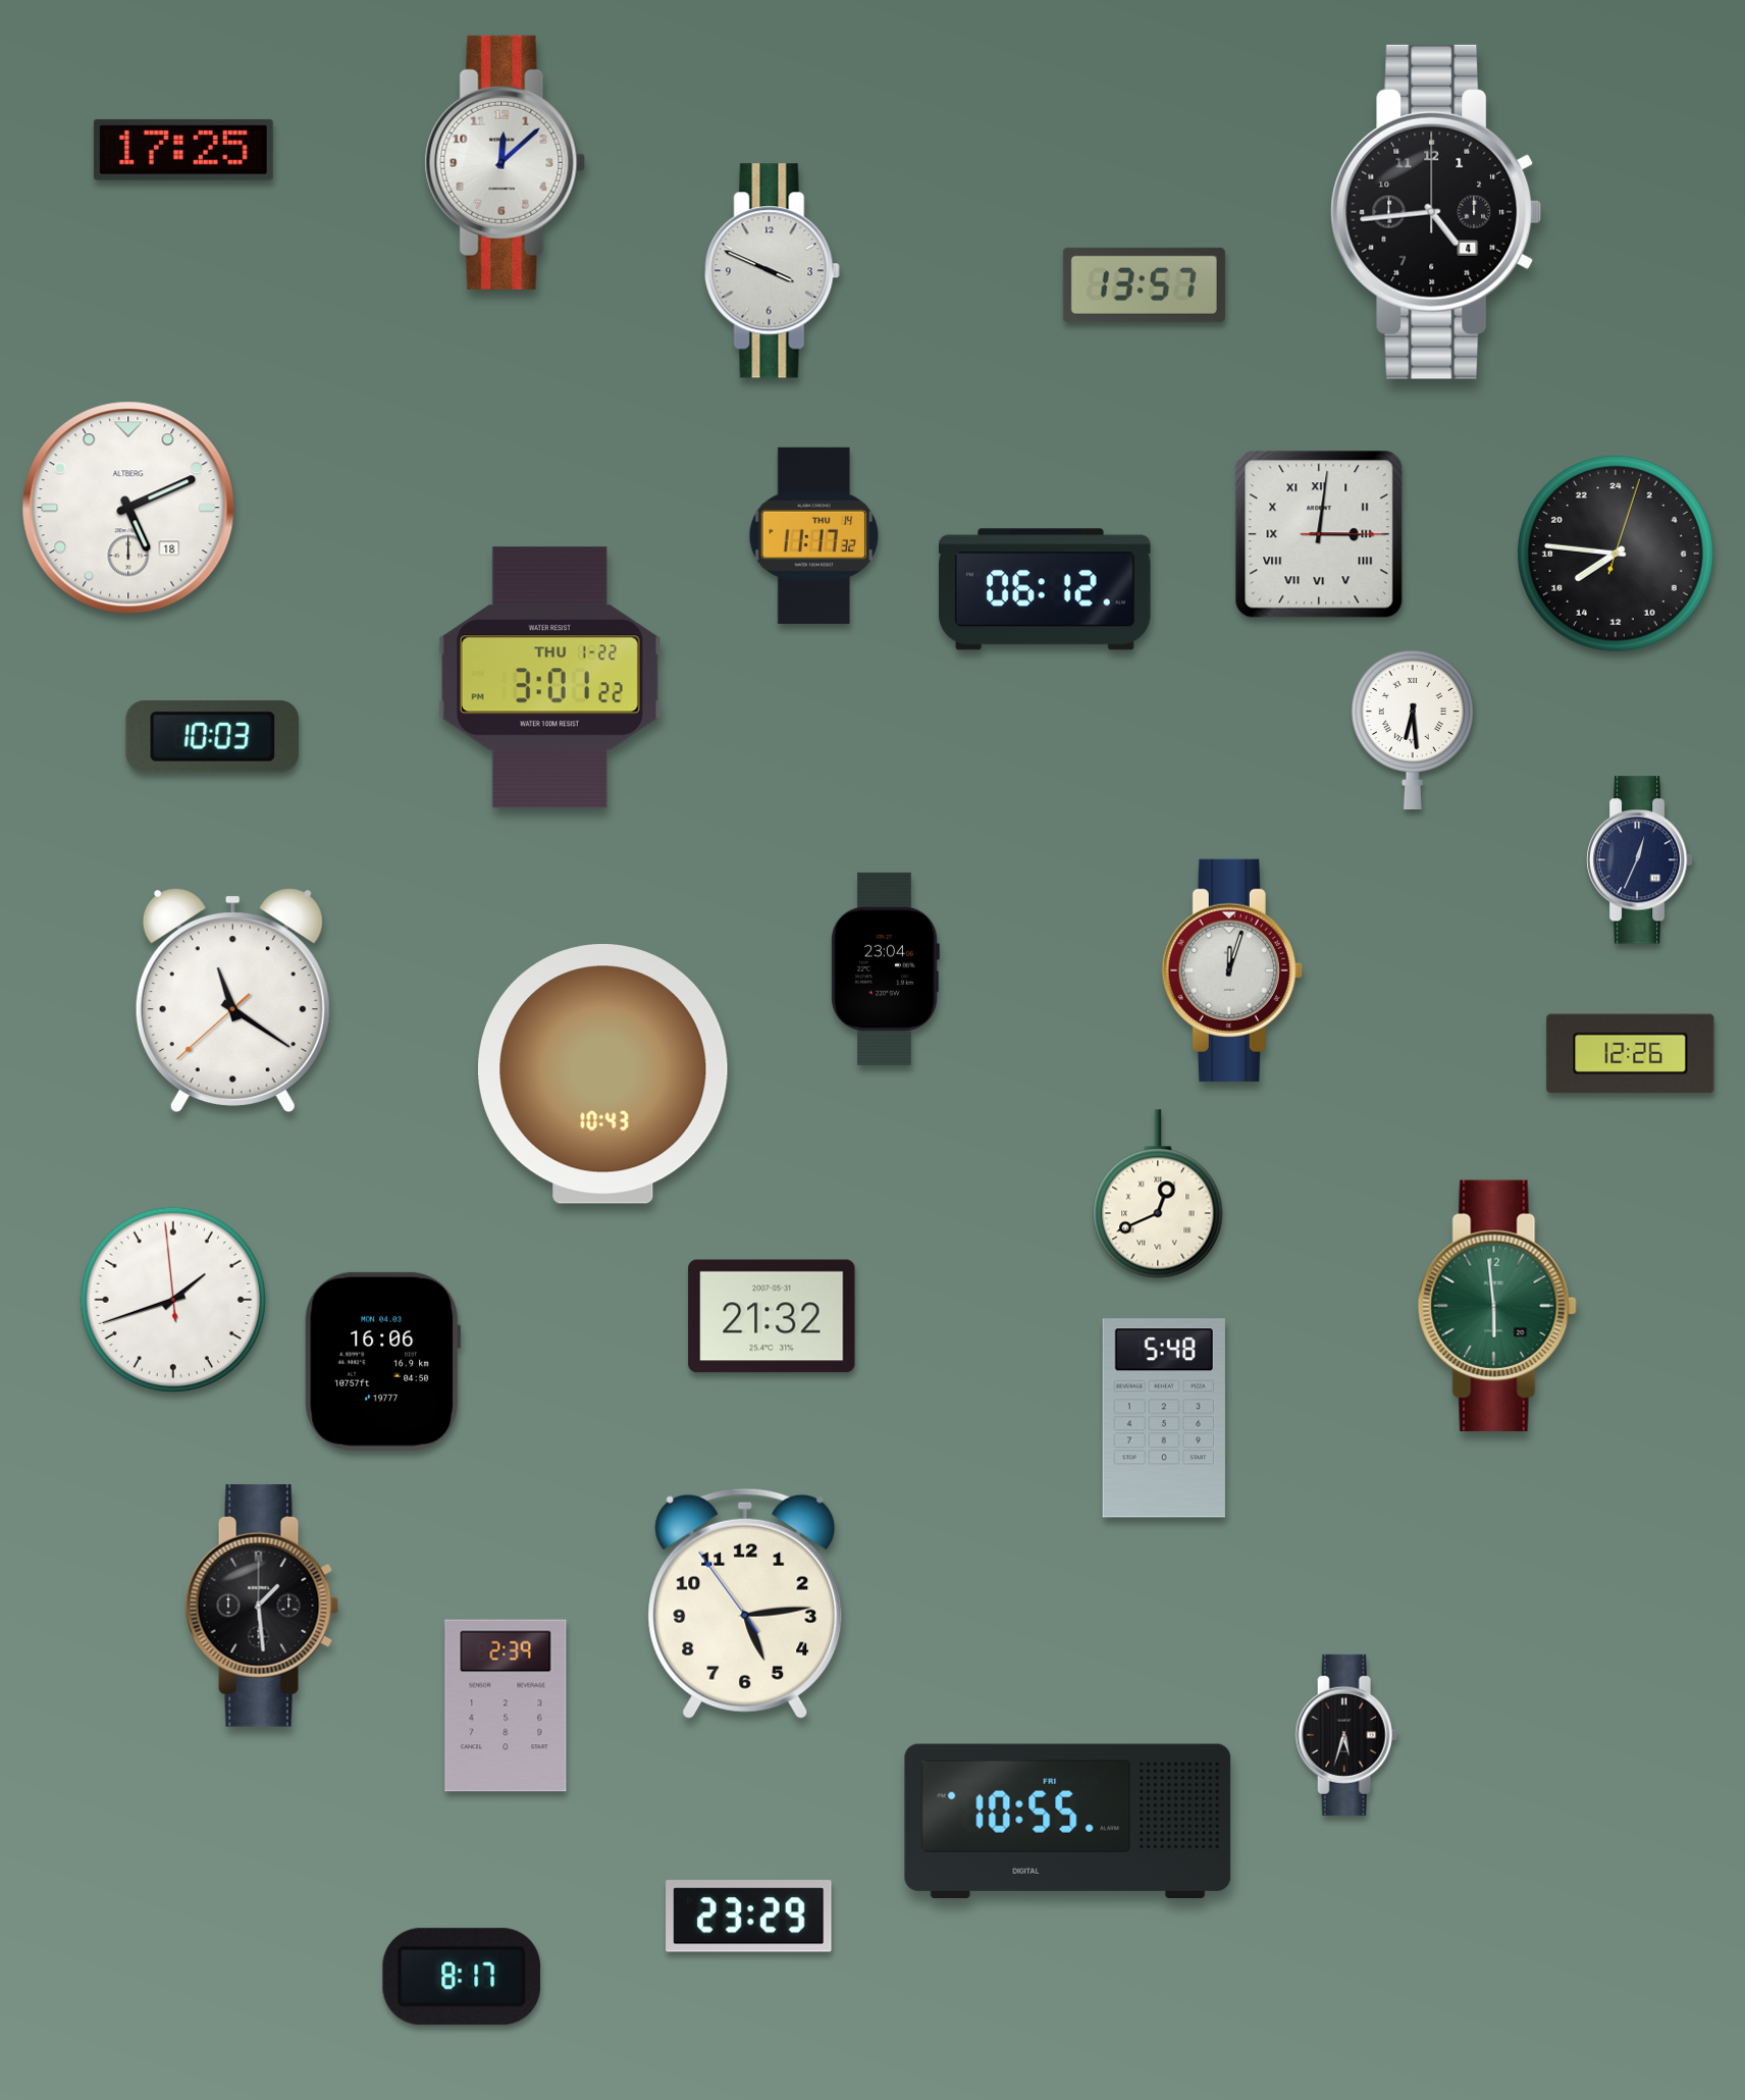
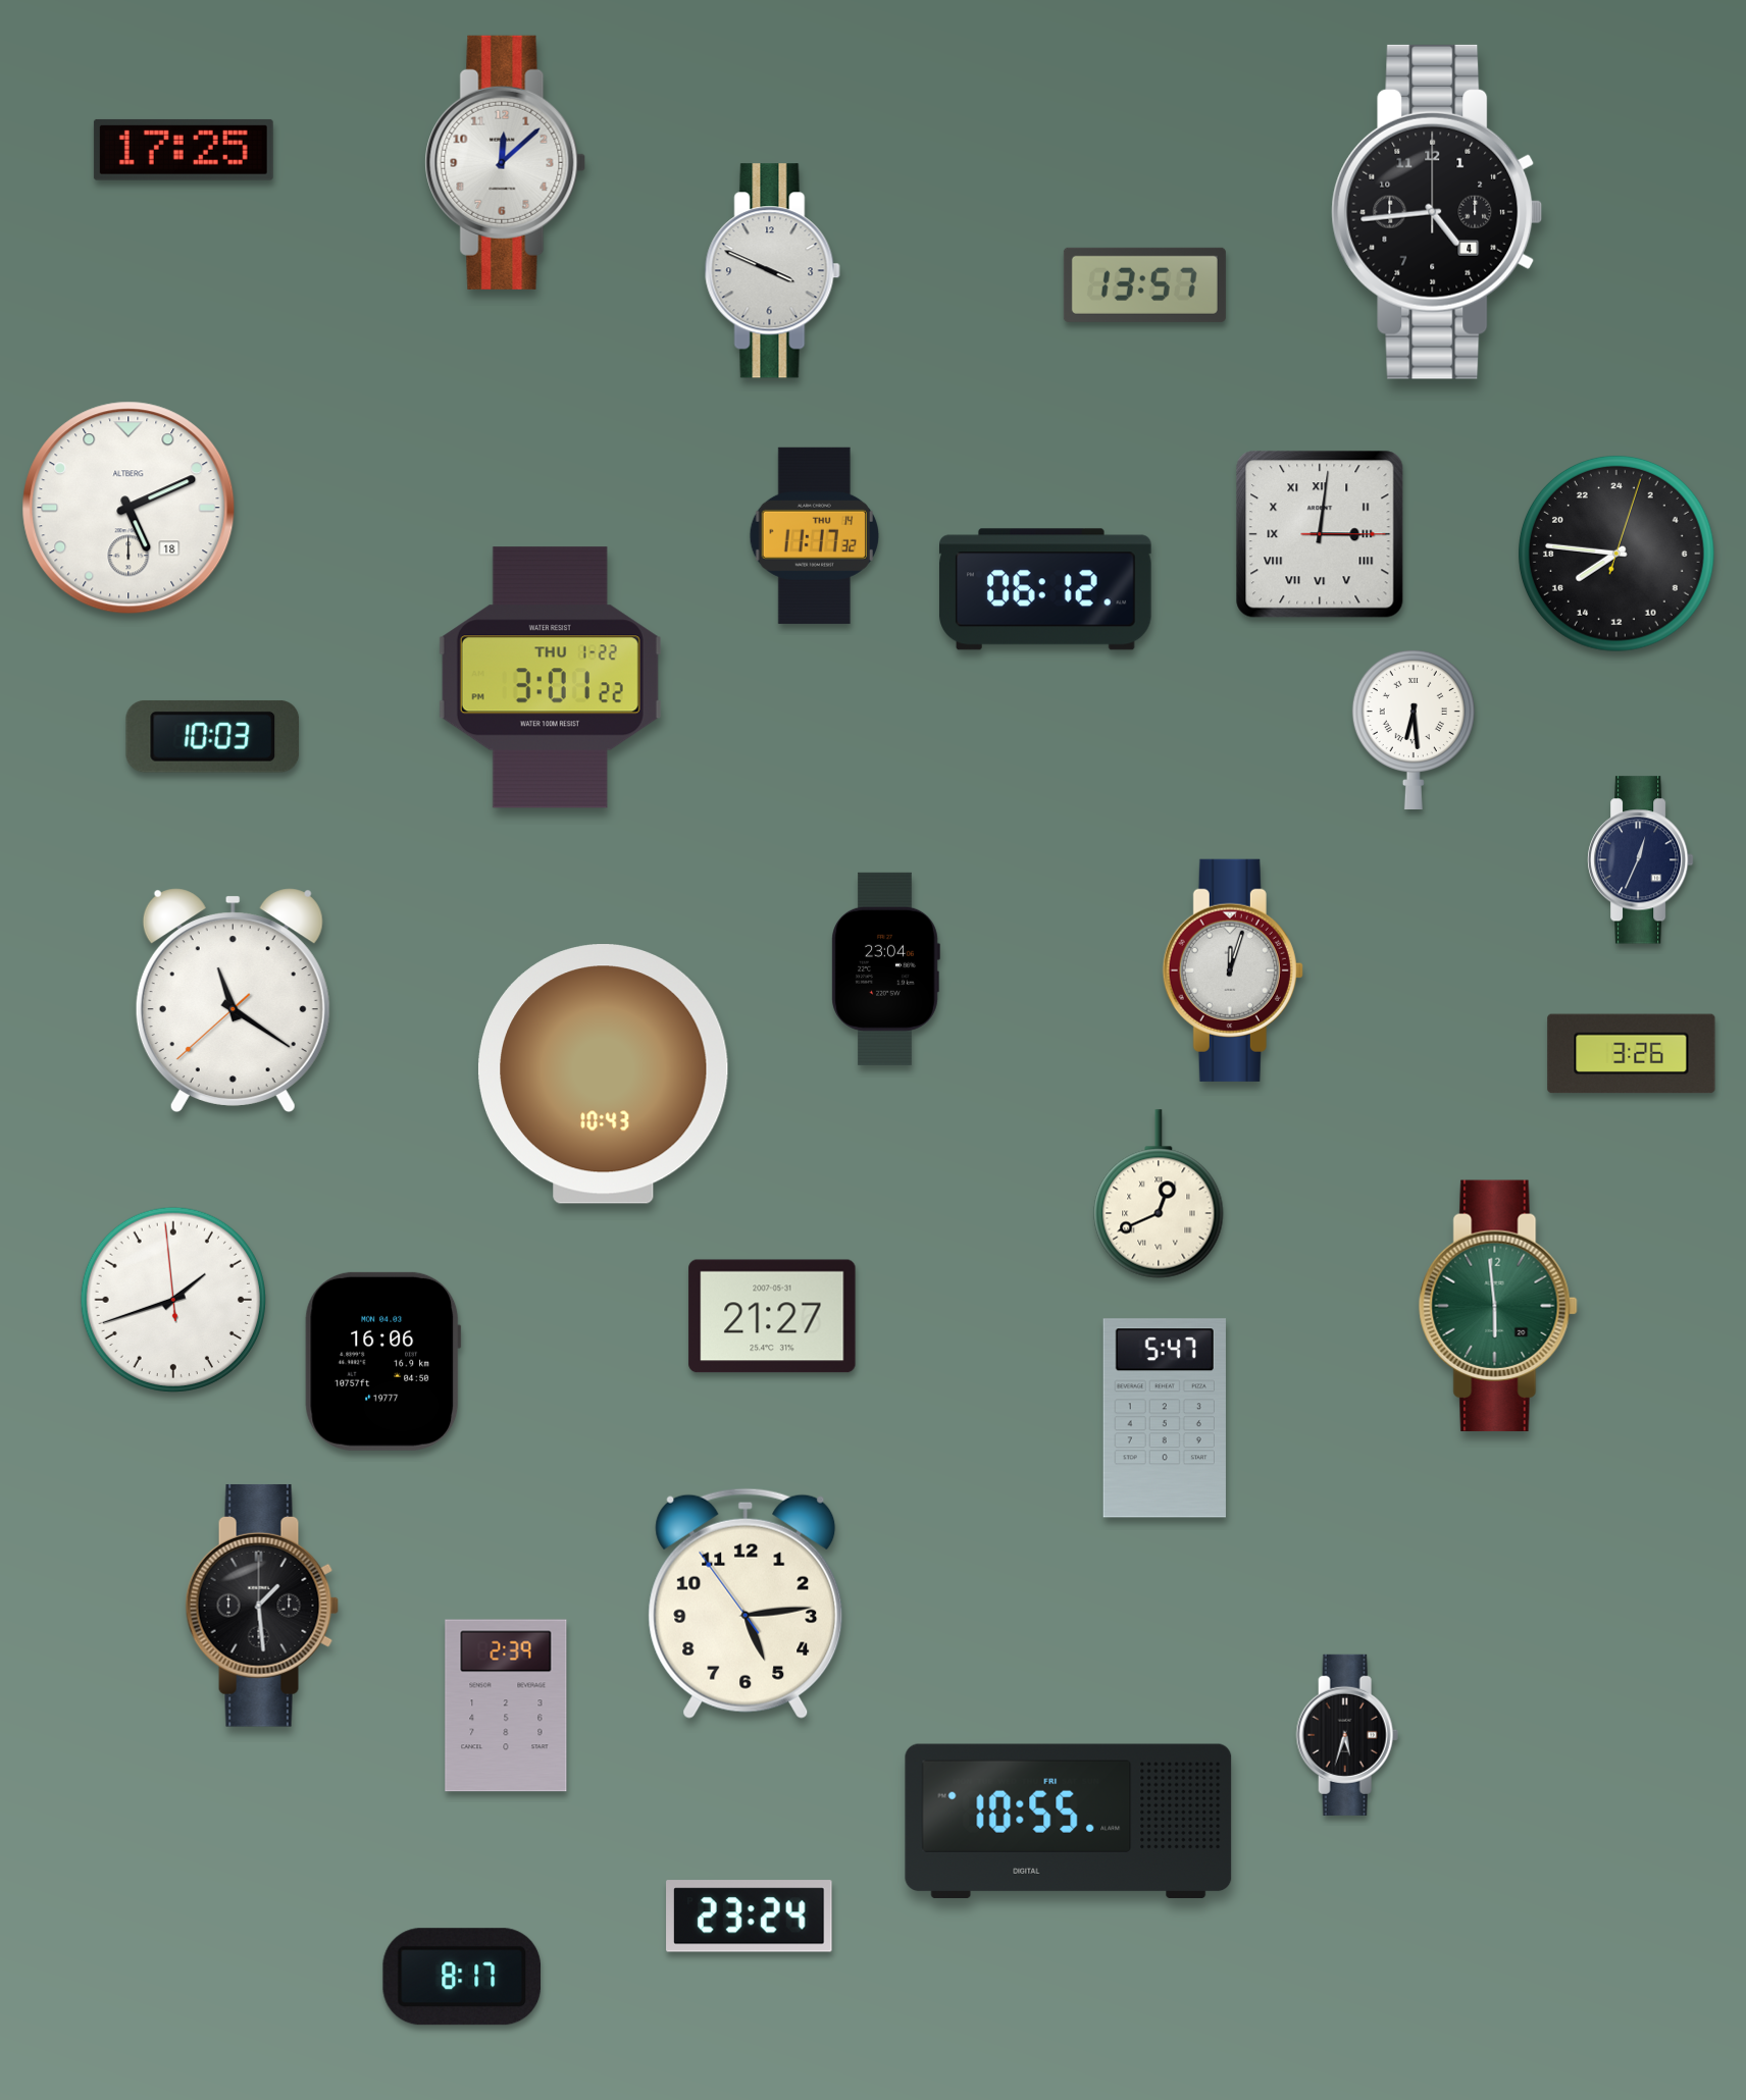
clock at (1631, 1054): 12:26 -> 3:26
clock at (772, 1316): 21:32 -> 21:27
clock at (1164, 1418): 5:48 -> 5:47
clock at (749, 1917): 23:29 -> 23:24
